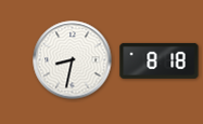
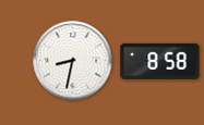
clock at (160, 60): 8:18 -> 8:58
